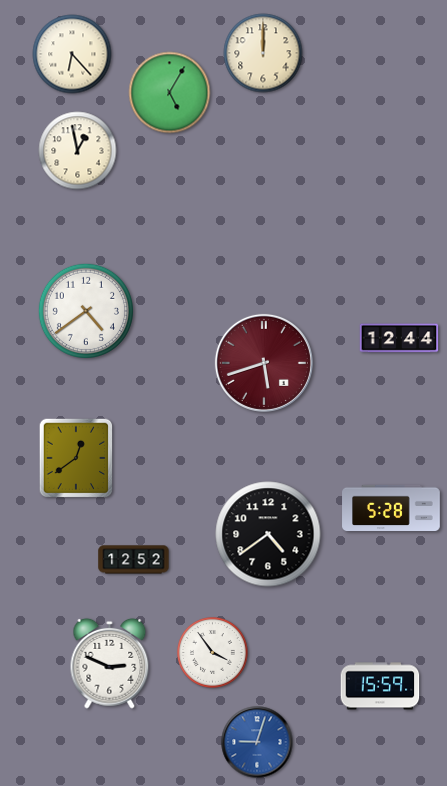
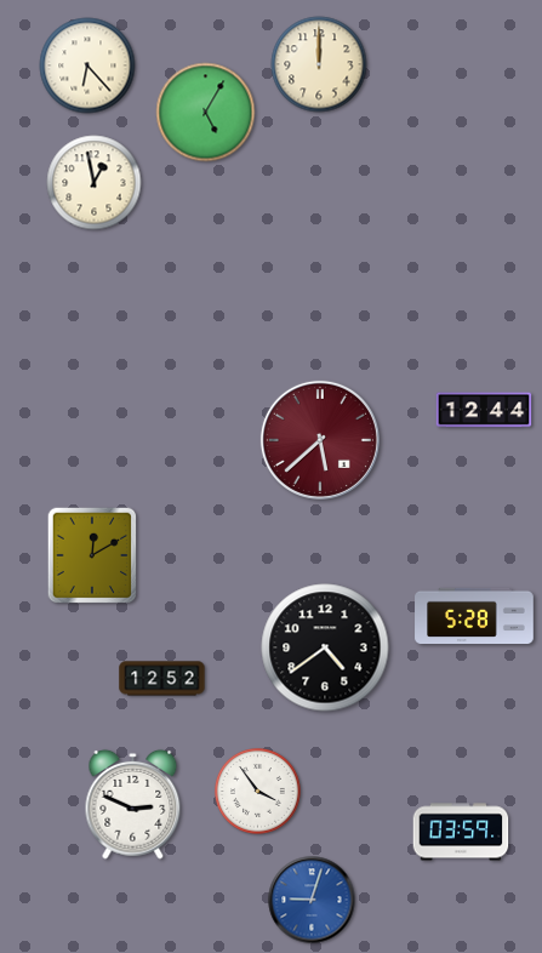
clock at (86, 311): 4:39 -> none
clock at (264, 363): 5:42 -> 5:38
clock at (76, 458): 12:39 -> 12:10
clock at (380, 686): 15:59 -> 03:59
